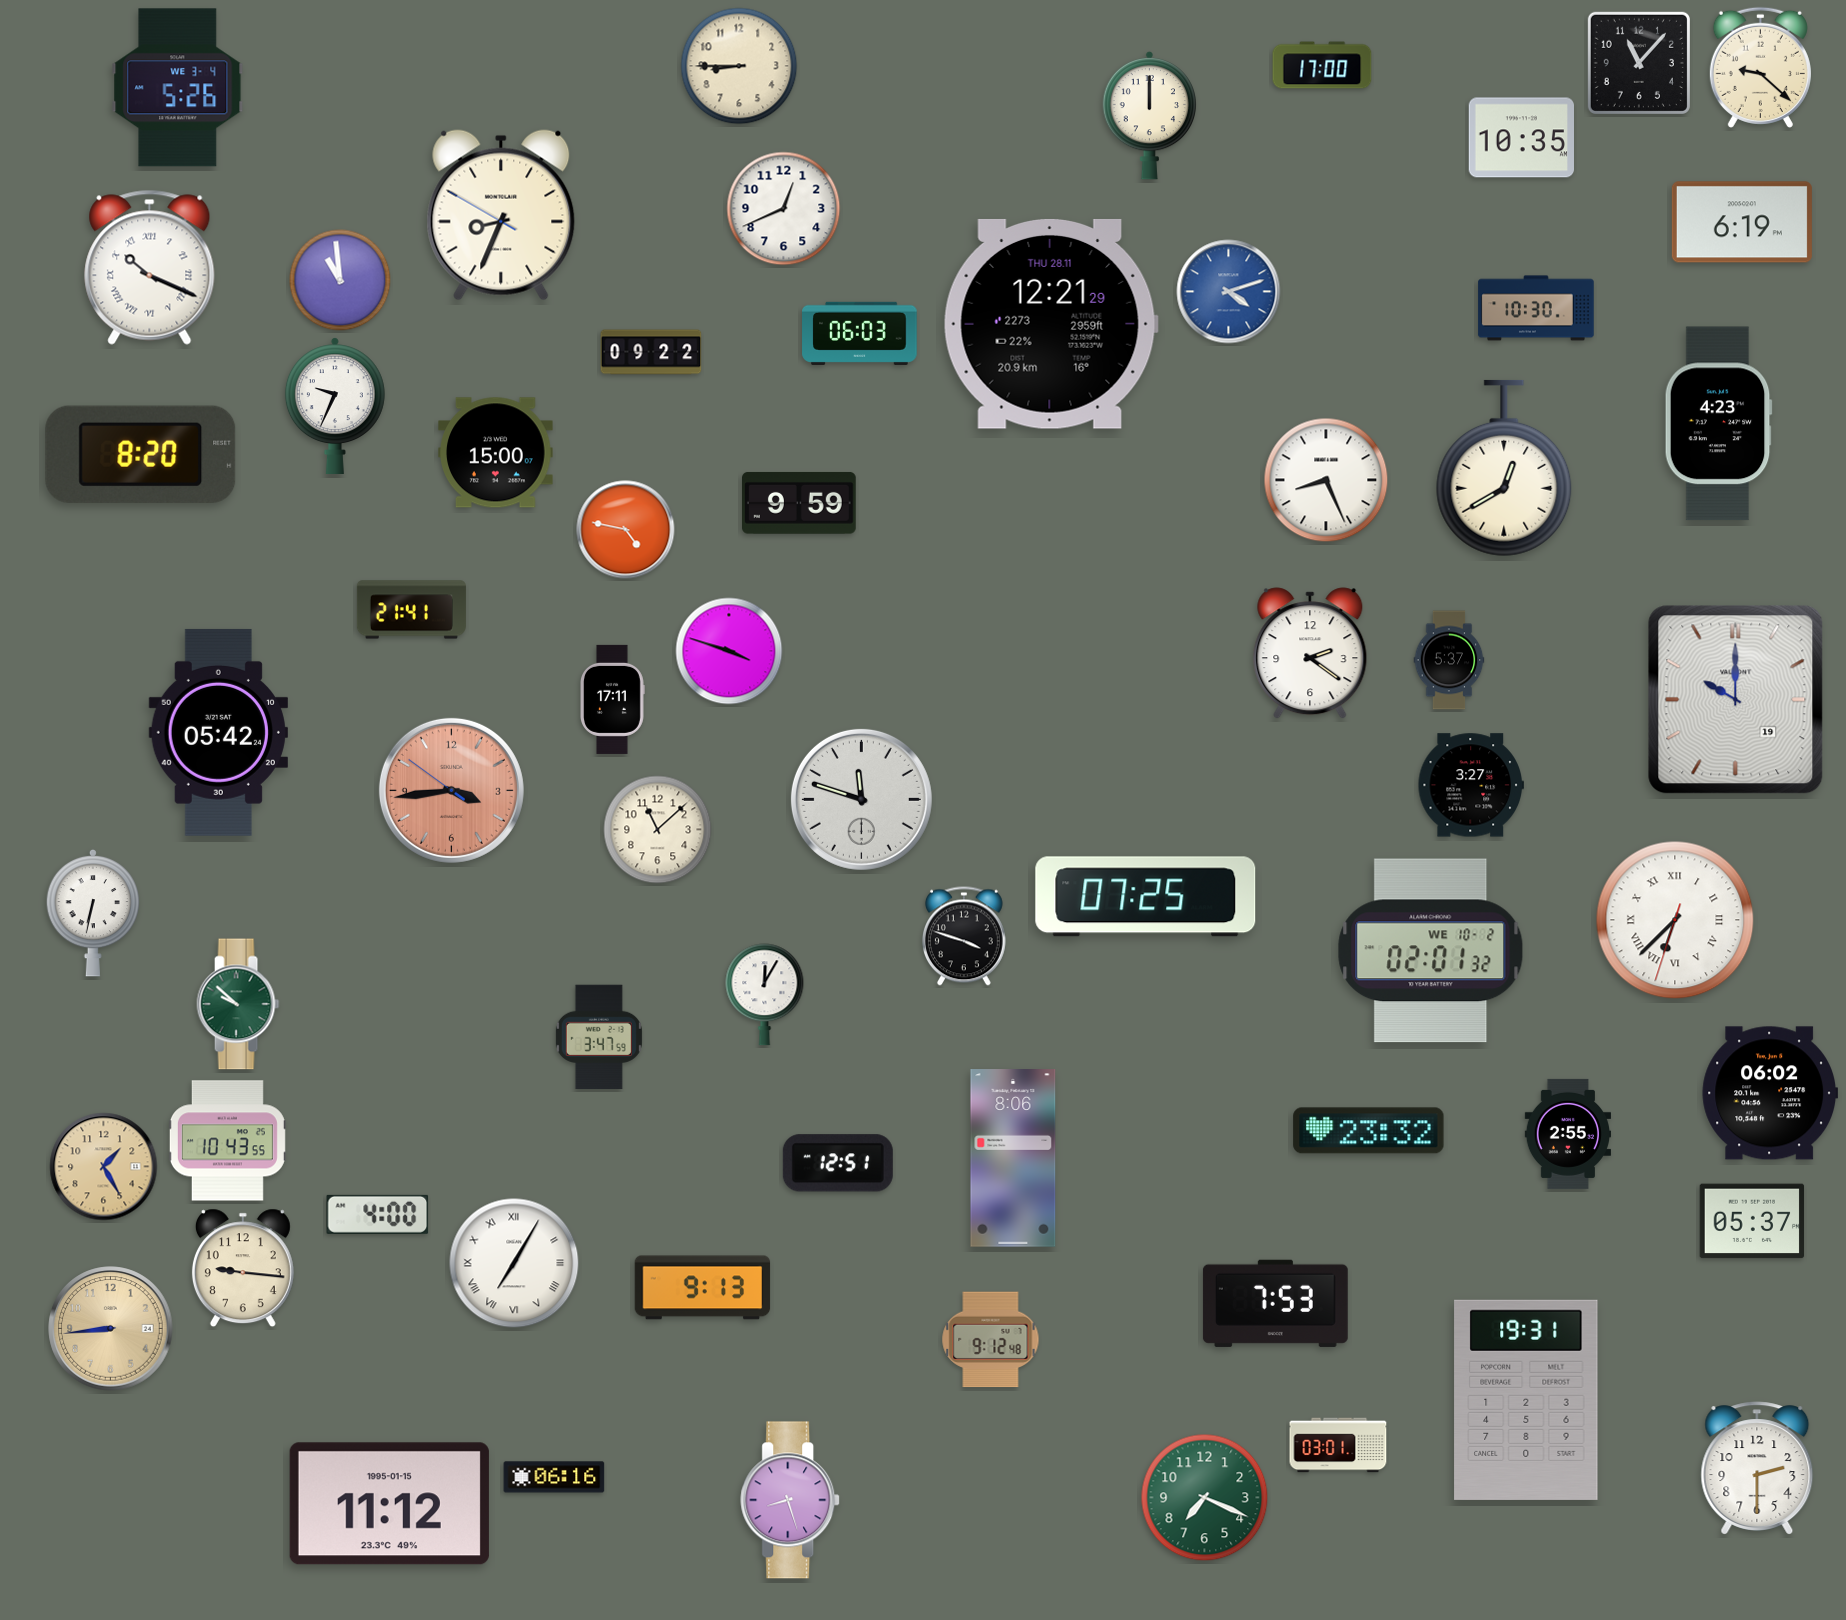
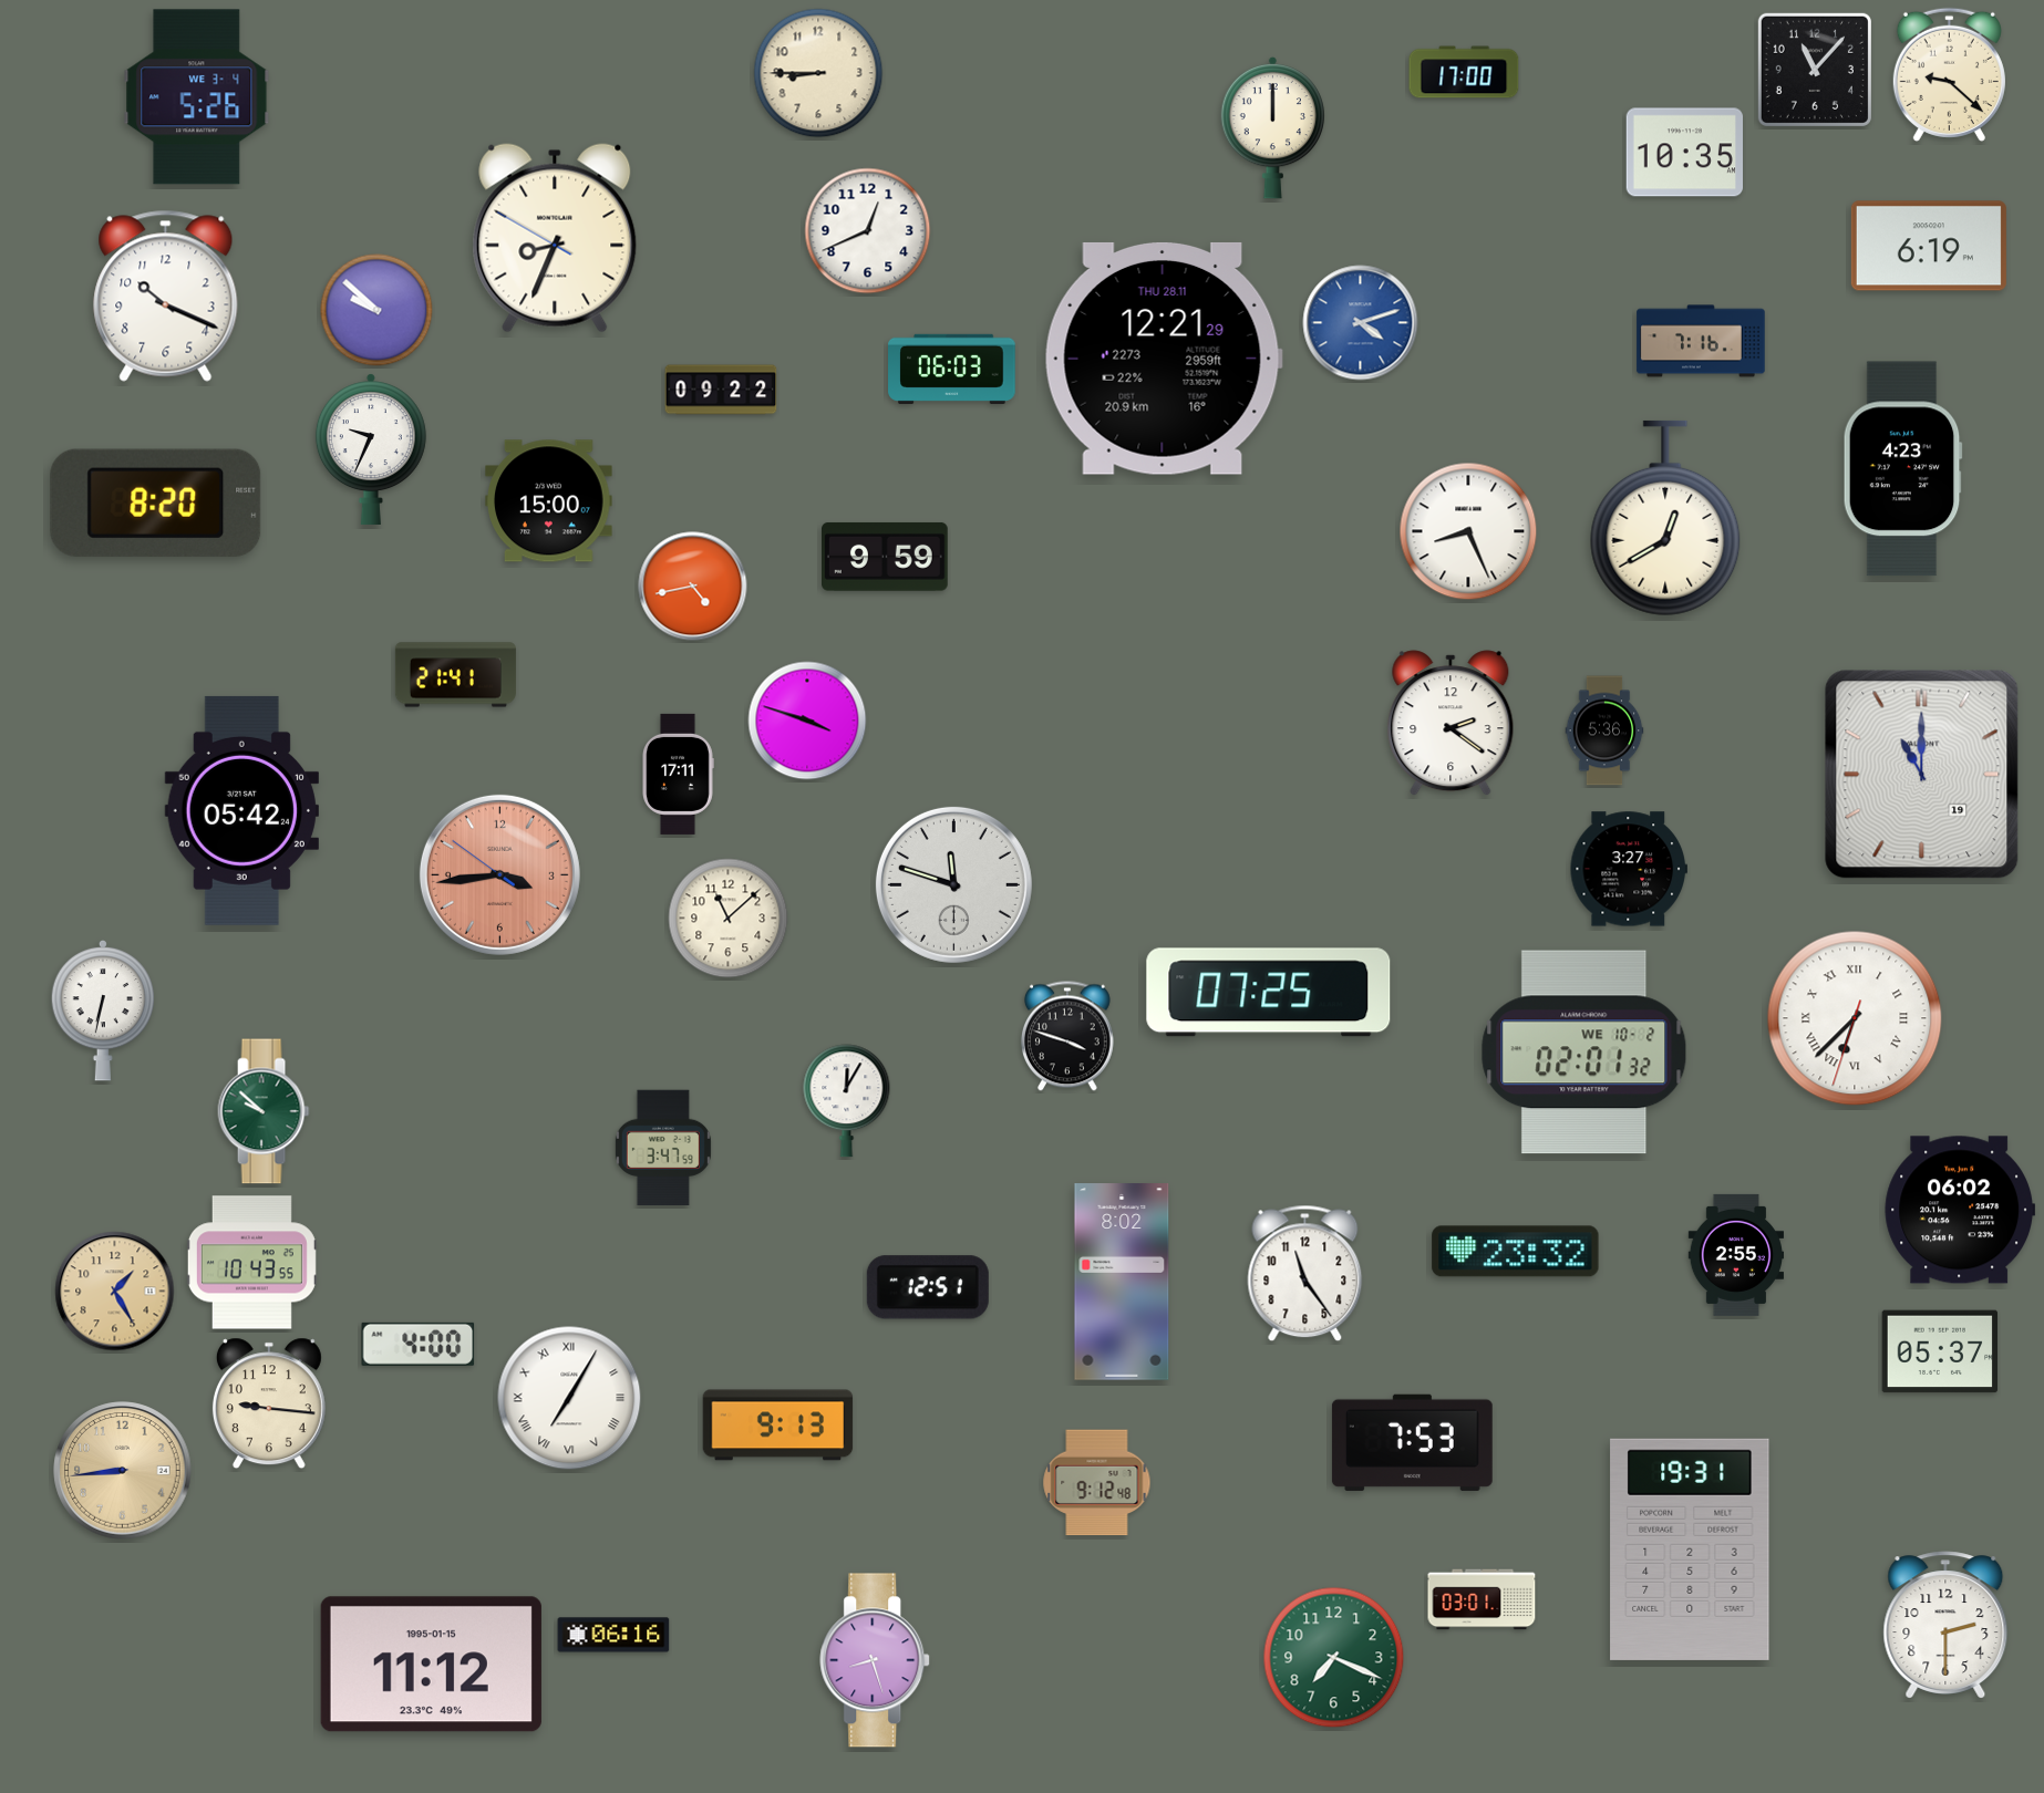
clock at (150, 267) numerals: Roman -> Arabic
clock at (340, 280): 10:59 -> 9:52
clock at (1536, 308): 10:30 -> 7:16
clock at (626, 530): 4:47 -> 4:43
clock at (1449, 660): 5:37 -> 5:36
clock at (1736, 700): 10:00 -> 11:00
clock at (1305, 1274): none -> 11:24
clock at (1013, 1158): 8:06 -> 8:02
